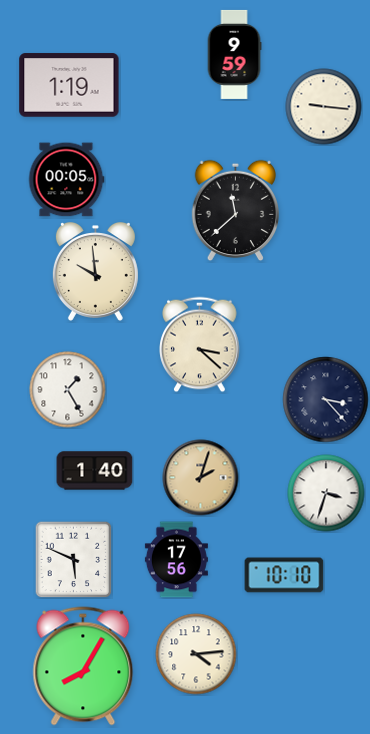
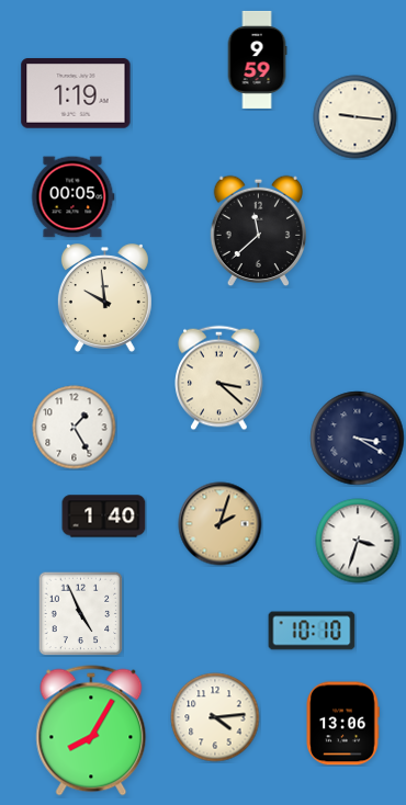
clock at (326, 400): 3:23 -> 3:20
clock at (73, 559): 5:49 -> 4:56
clock at (176, 560): 17:56 -> none
clock at (342, 724): none -> 13:06
